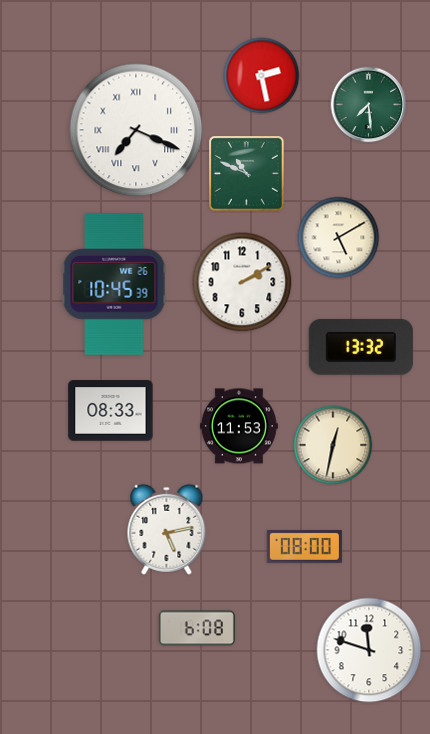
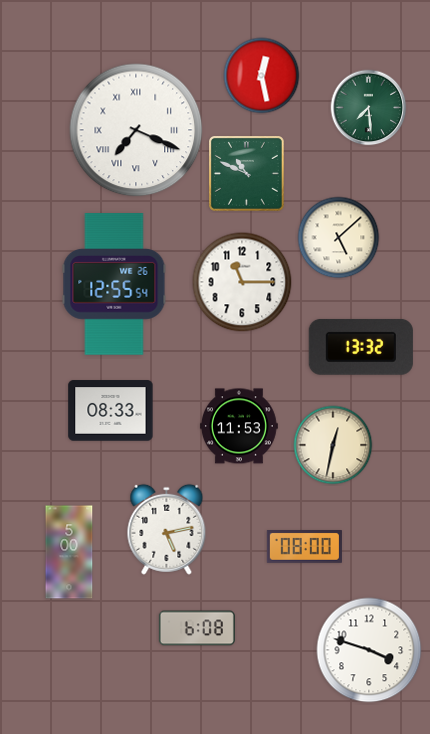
clock at (262, 76): 2:28 -> 12:28
clock at (369, 105) position: (369, 105) -> (369, 108)
clock at (339, 238): 5:10 -> 5:08
clock at (242, 282): 2:10 -> 11:15
clock at (114, 284): 10:45 -> 12:55
clock at (69, 552): none -> 5:00
clock at (369, 650): 11:48 -> 3:48
